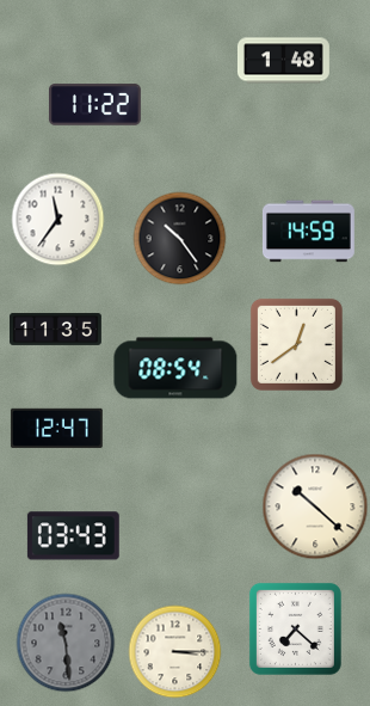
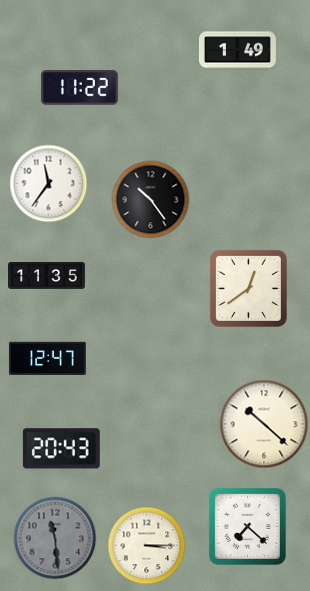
clock at (283, 61): 1:48 -> 1:49
clock at (308, 232): 14:59 -> none
clock at (175, 368): 08:54 -> none
clock at (73, 536): 03:43 -> 20:43
